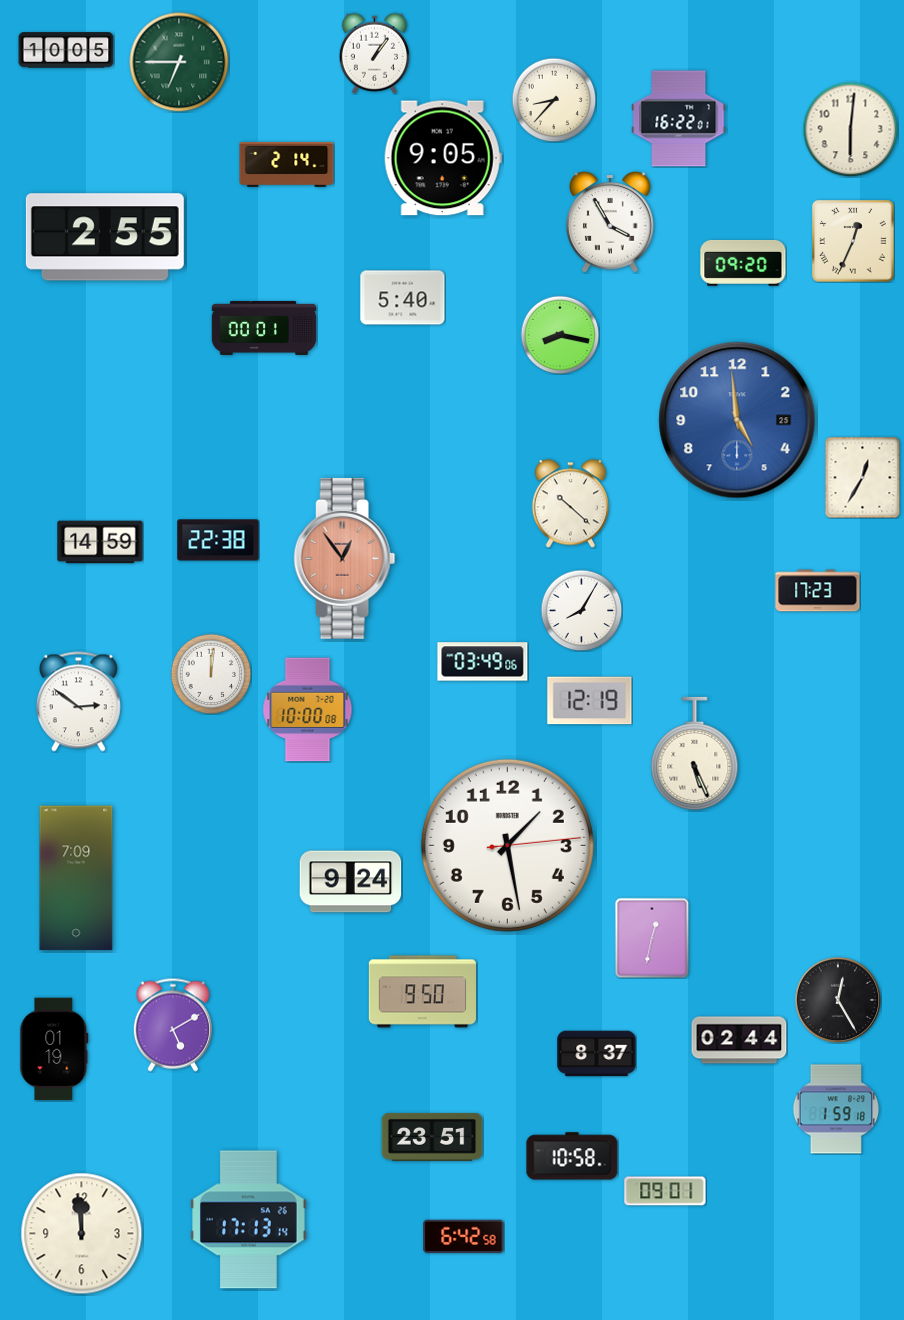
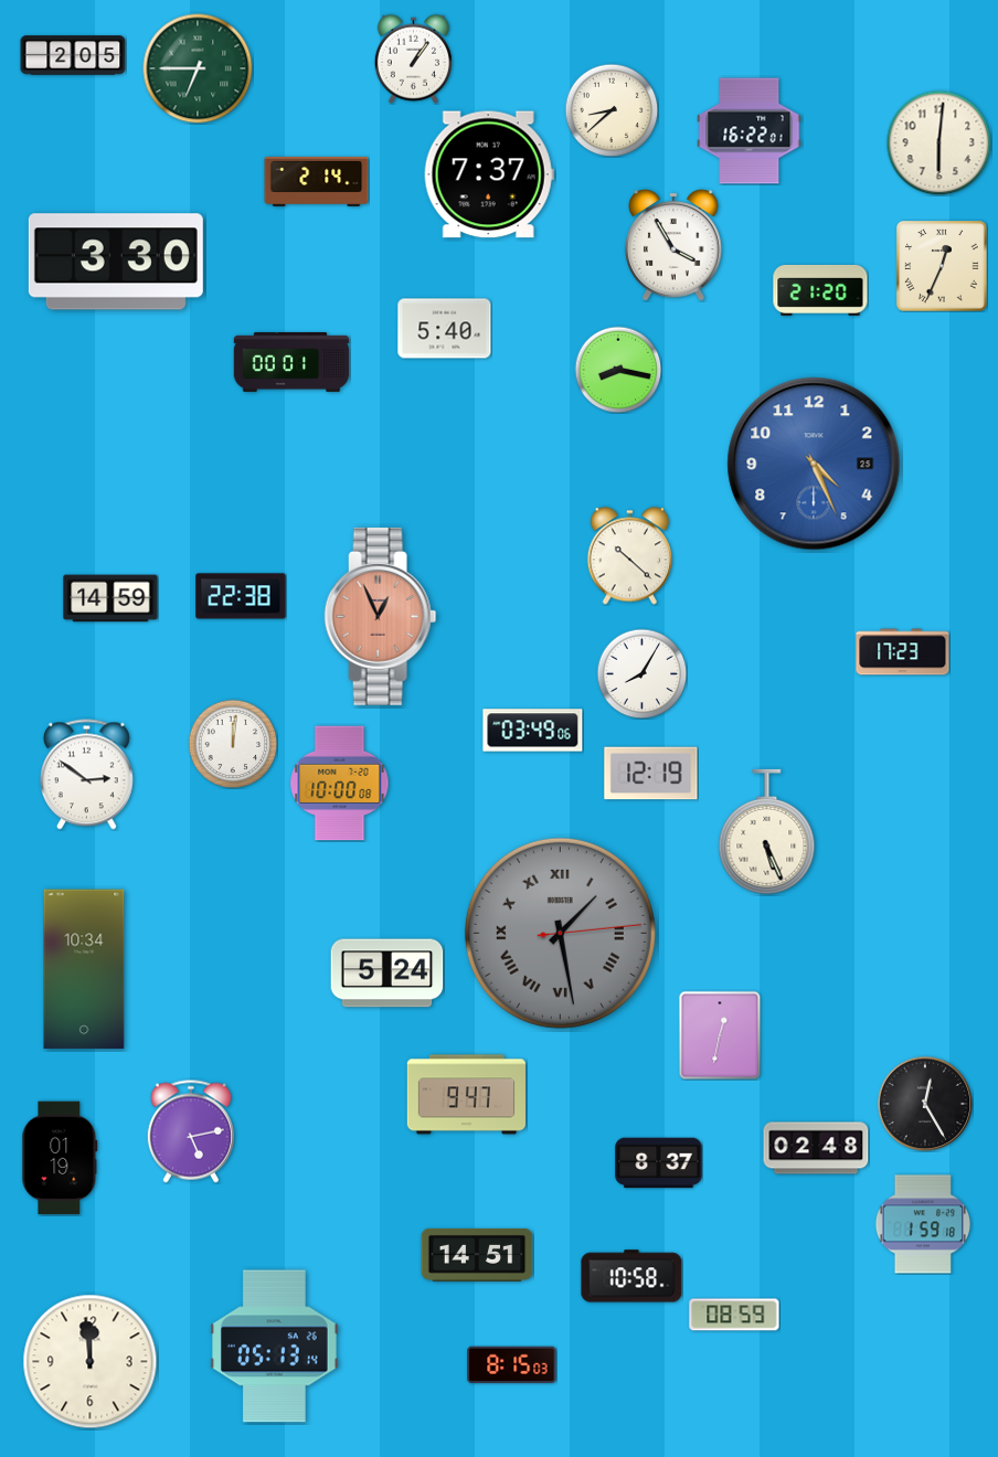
clock at (66, 50): 10:05 -> 2:05
clock at (554, 100): 8:37 -> 8:38
clock at (443, 158): 9:05 -> 7:37
clock at (105, 237): 2:55 -> 3:30
clock at (743, 263): 09:20 -> 21:20
clock at (737, 420): 4:59 -> 4:26
clock at (863, 477): 12:35 -> none
clock at (345, 558): 12:54 -> 12:56
clock at (507, 845) dial: white -> grey
clock at (507, 845) numerals: Arabic -> Roman
clock at (76, 878): 7:09 -> 10:34
clock at (351, 882): 9:24 -> 5:24
clock at (422, 992): 9:50 -> 9:47
clock at (173, 1025): 5:10 -> 5:13
clock at (739, 1040): 02:44 -> 02:48
clock at (432, 1137): 23:51 -> 14:51
clock at (665, 1191): 09:01 -> 08:59
clock at (249, 1220): 17:13 -> 05:13
clock at (464, 1237): 6:42 -> 8:15
